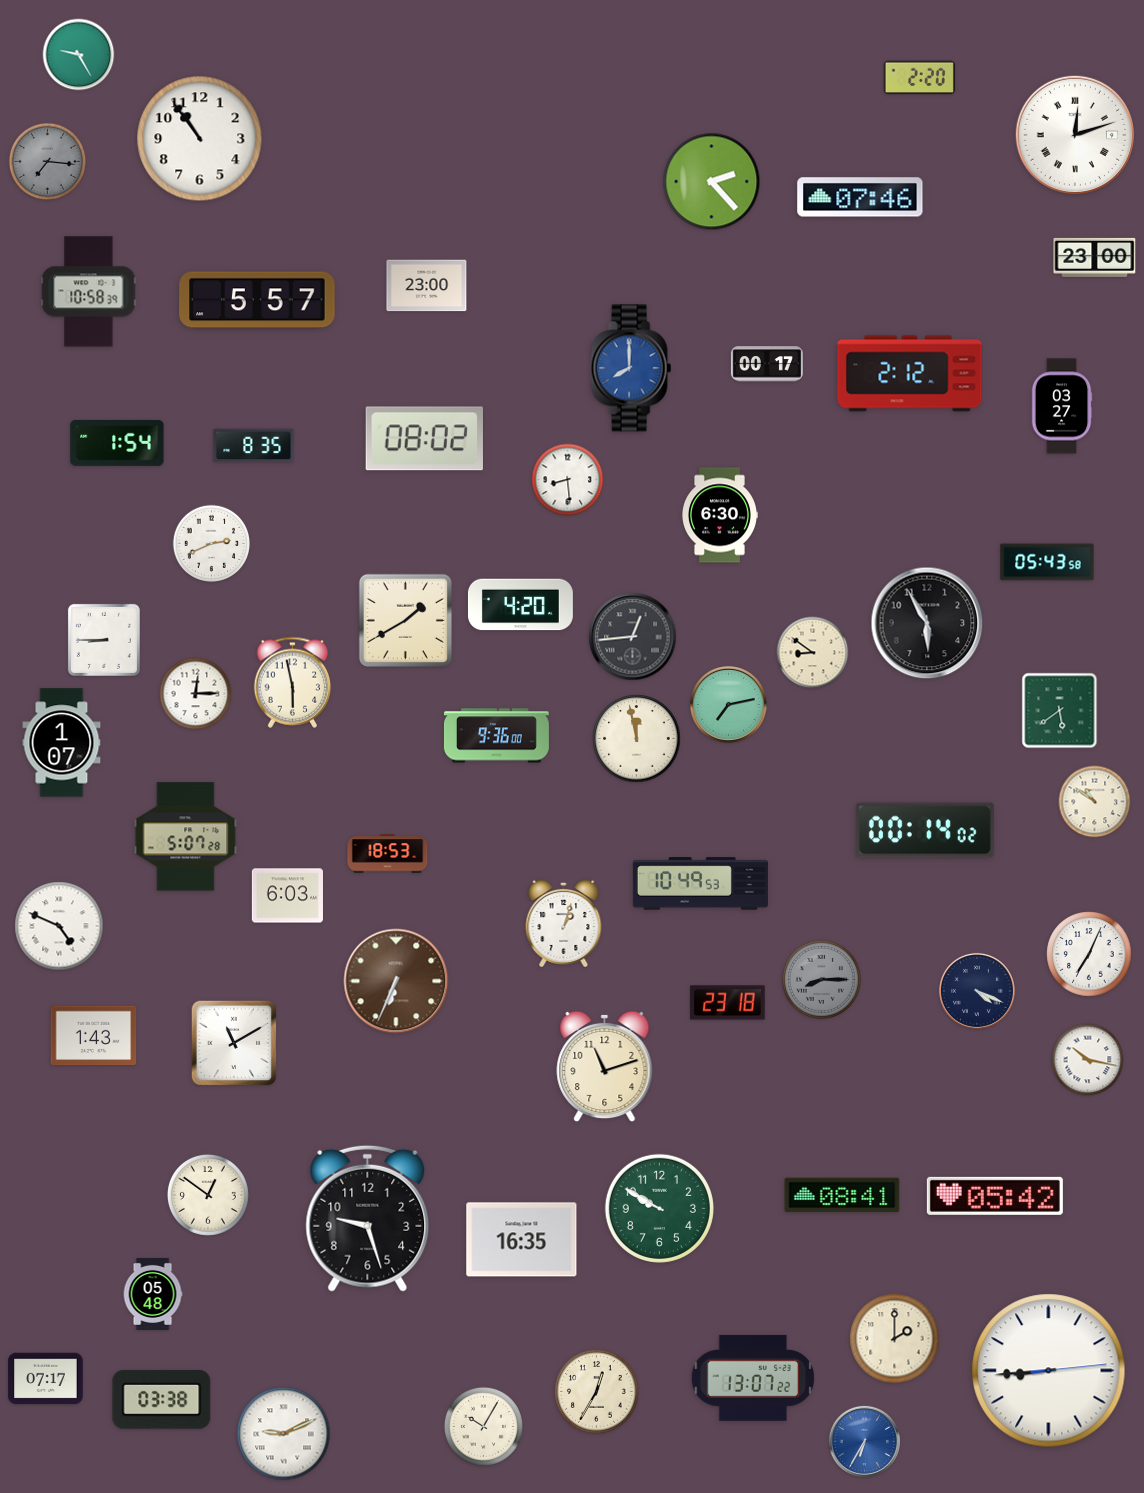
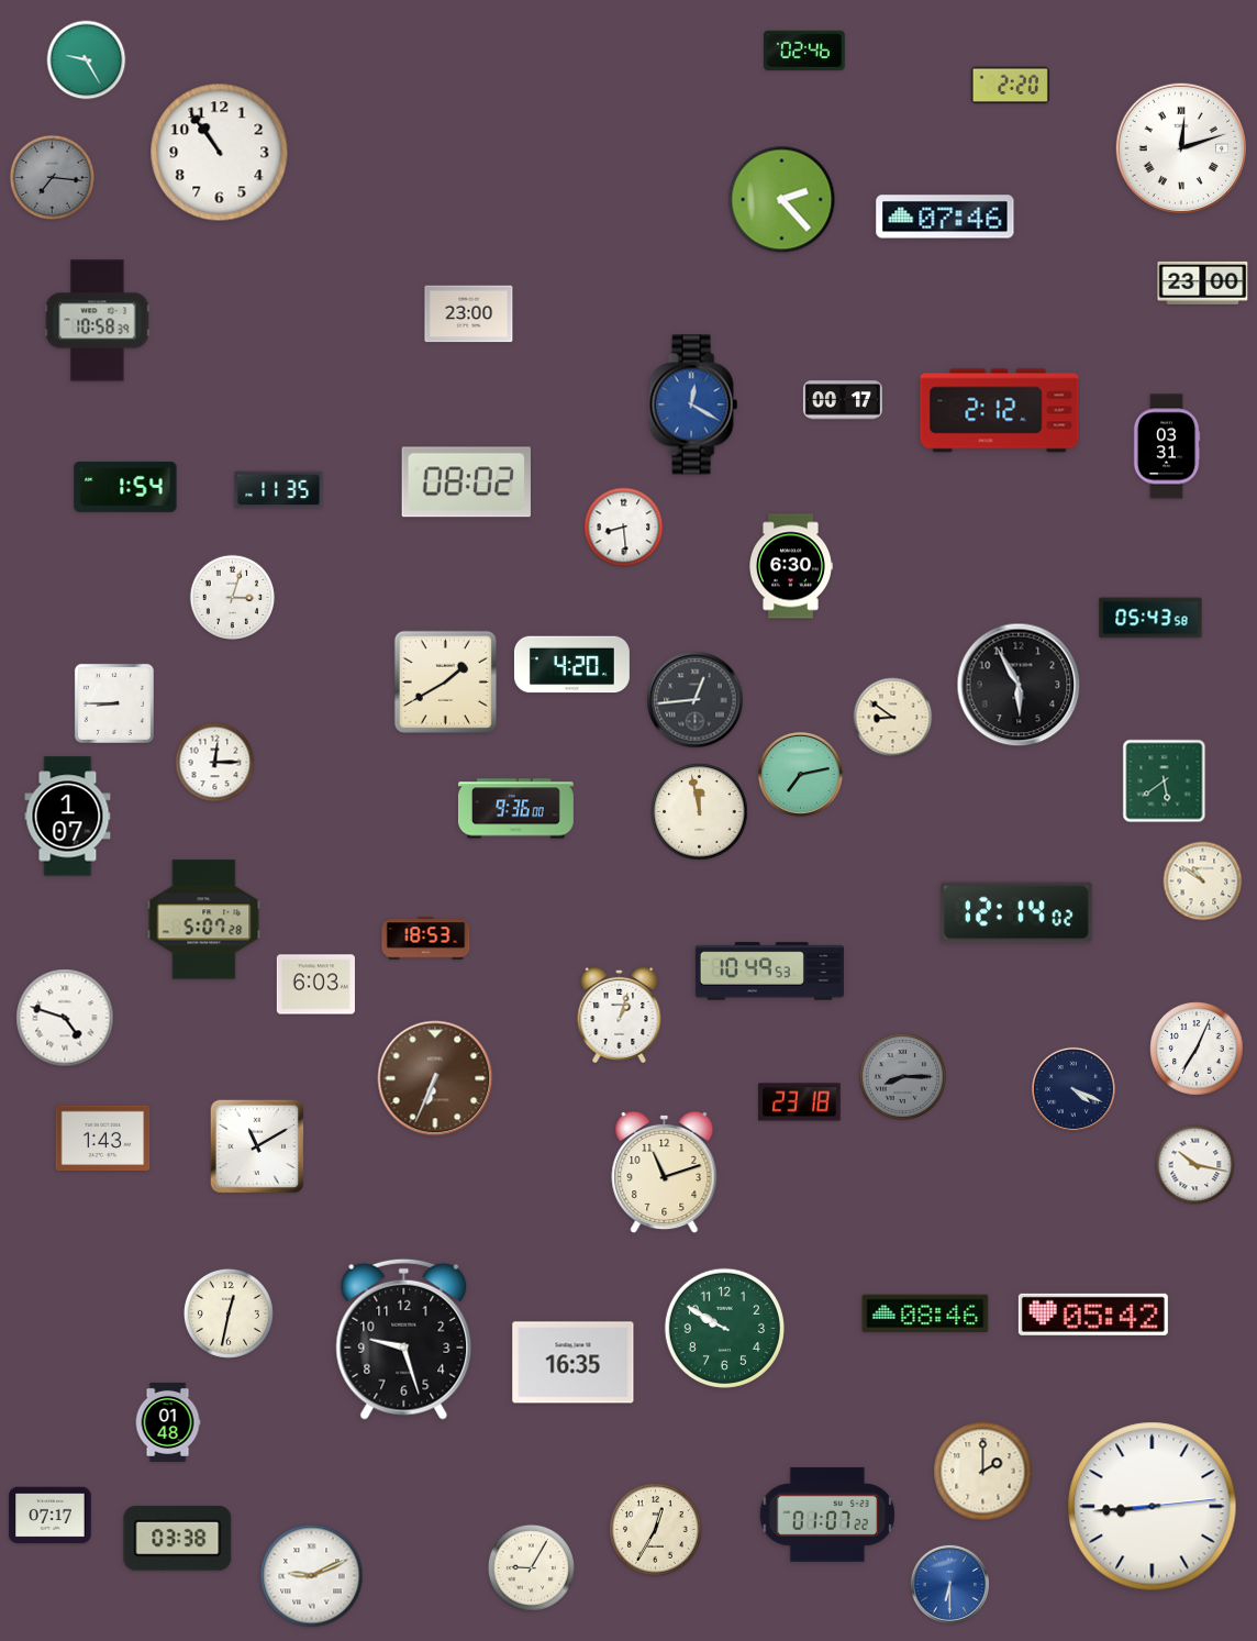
clock at (805, 51): none -> 02:46
clock at (257, 300): 5:57 -> none
clock at (631, 368): 8:00 -> 12:20
clock at (1062, 406): 03:27 -> 03:31
clock at (117, 443) position: (117, 443) -> (125, 487)
clock at (254, 446): 8:35 -> 11:35
clock at (212, 544): 2:41 -> 3:03
clock at (293, 682): 5:58 -> none
clock at (496, 736) position: (496, 736) -> (515, 809)
clock at (925, 830): 00:14 -> 12:14
clock at (59, 926): 4:49 -> 4:48
clock at (208, 1195): 12:51 -> 12:32
clock at (842, 1195): 08:41 -> 08:46
clock at (153, 1294): 05:48 -> 01:48
clock at (753, 1378): 13:07 -> 01:07
clock at (483, 1426): 10:05 -> 9:05
clock at (864, 1441): 6:35 -> 6:30
